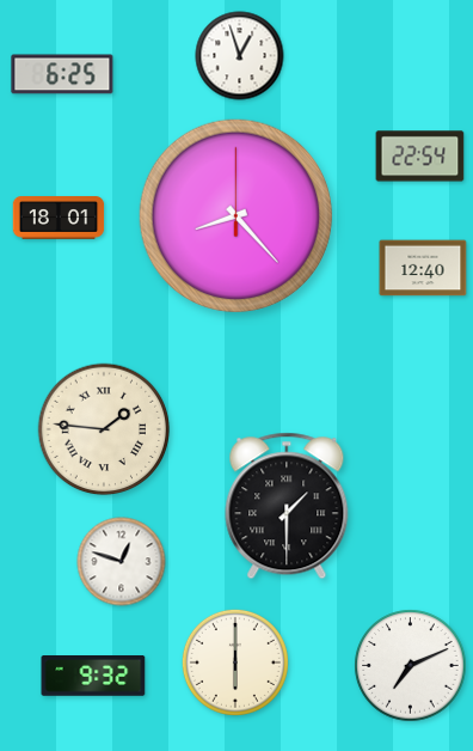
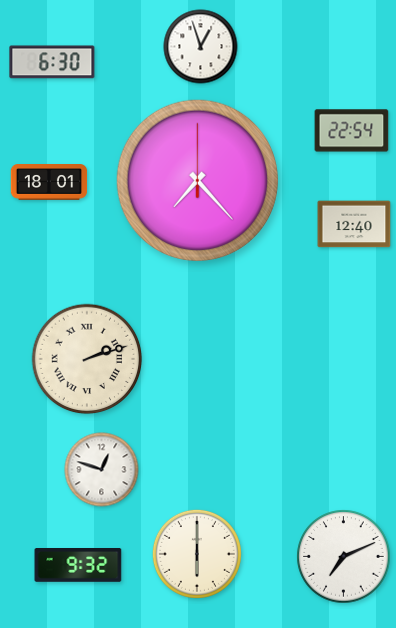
clock at (62, 74): 6:25 -> 6:30
clock at (235, 215): 8:23 -> 7:23
clock at (104, 429): 1:46 -> 2:12
clock at (287, 506): 1:30 -> none
